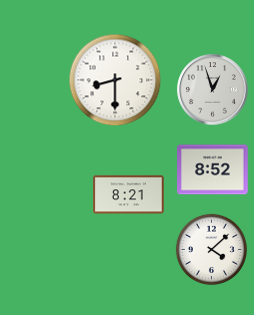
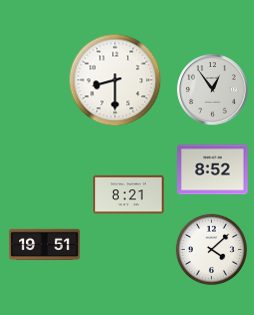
clock at (213, 90): 12:57 -> 12:54
clock at (45, 245): none -> 19:51
